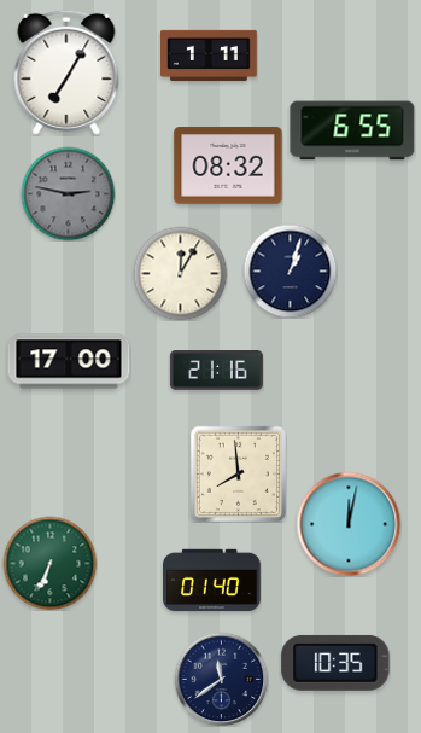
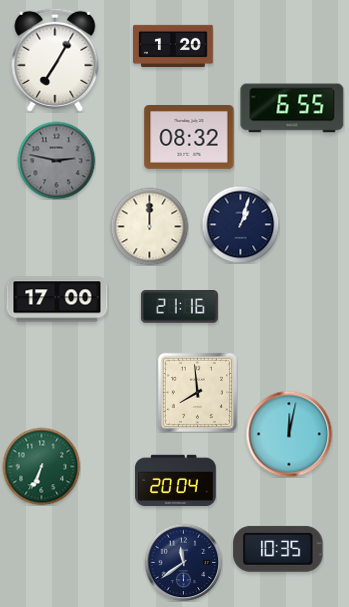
clock at (210, 56): 1:11 -> 1:20
clock at (180, 273): 12:05 -> 12:00
clock at (212, 581): 01:40 -> 20:04
